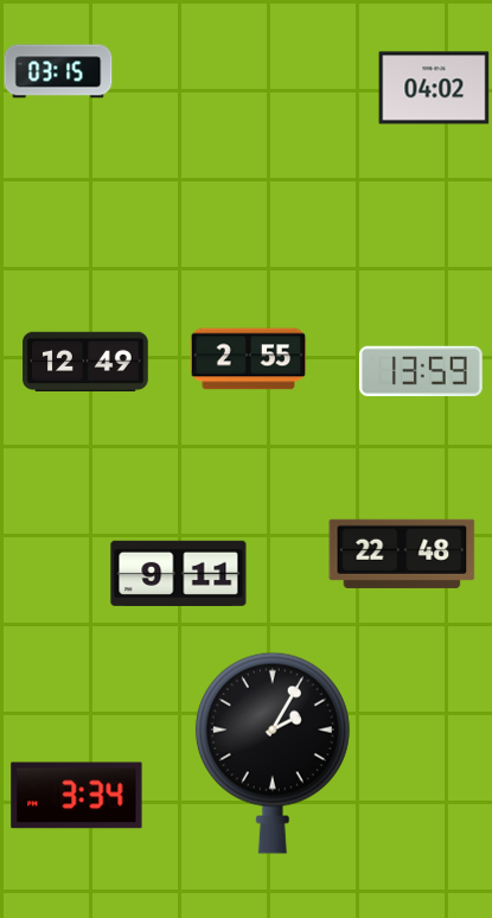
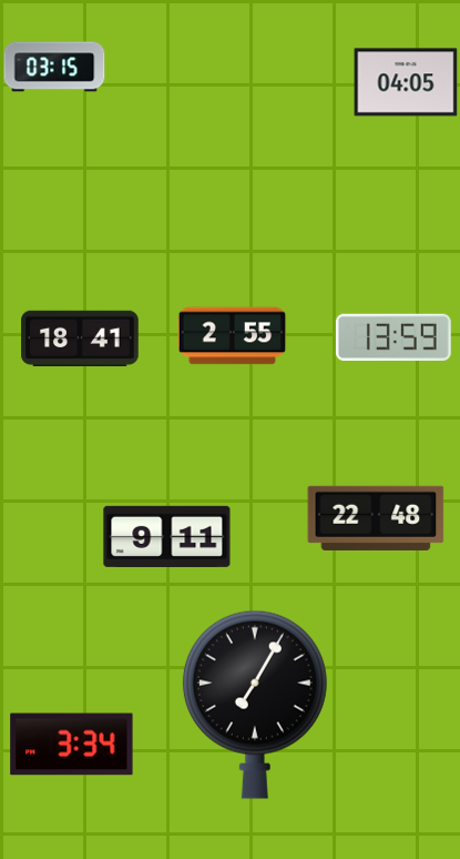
clock at (434, 88): 04:02 -> 04:05
clock at (85, 362): 12:49 -> 18:41
clock at (421, 371) position: (421, 371) -> (393, 337)
clock at (273, 753): 2:05 -> 7:05
